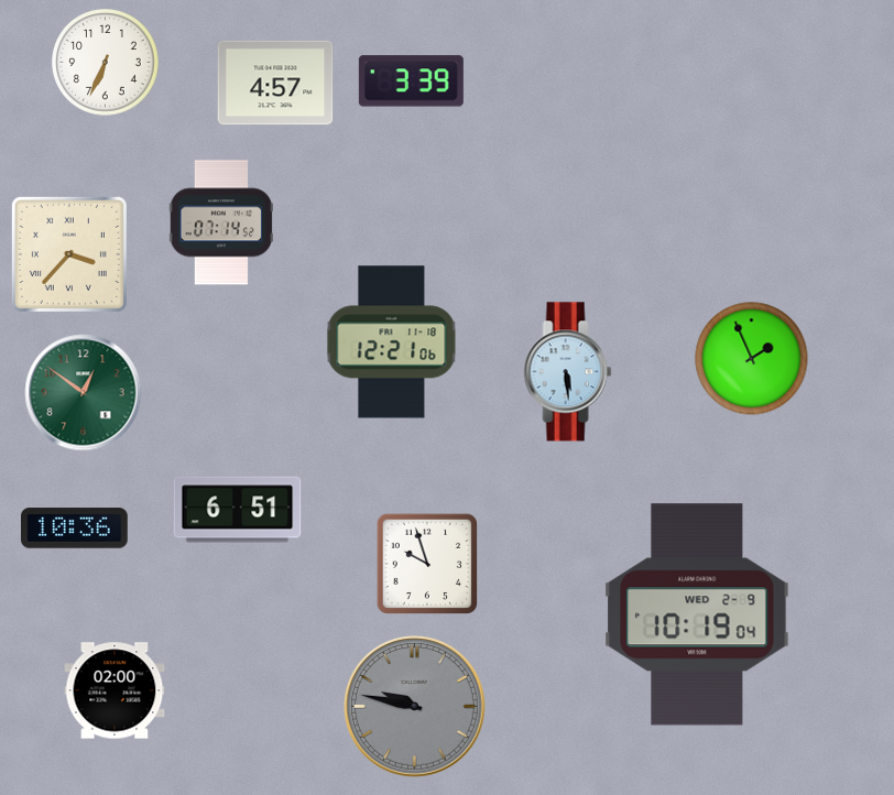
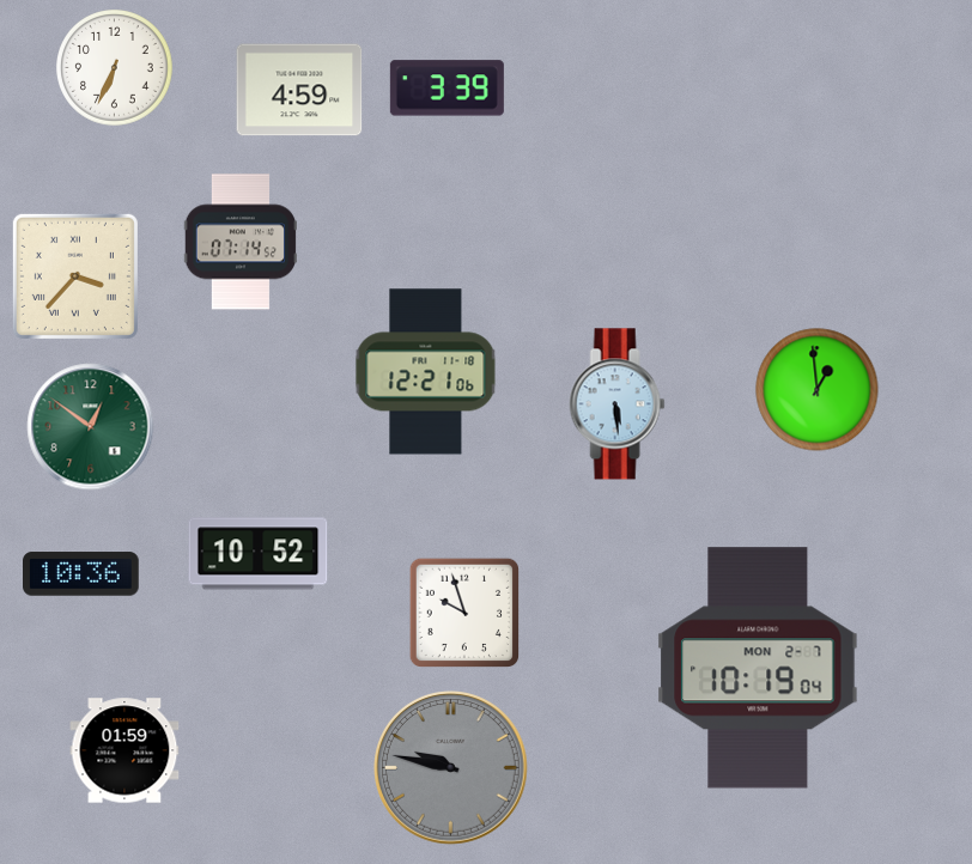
clock at (275, 83): 4:57 -> 4:59
clock at (752, 359): 1:56 -> 12:59
clock at (238, 510): 6:51 -> 10:52
clock at (697, 614) date: WED 2-9 -> MON 2-7
clock at (115, 690): 02:00 -> 01:59
